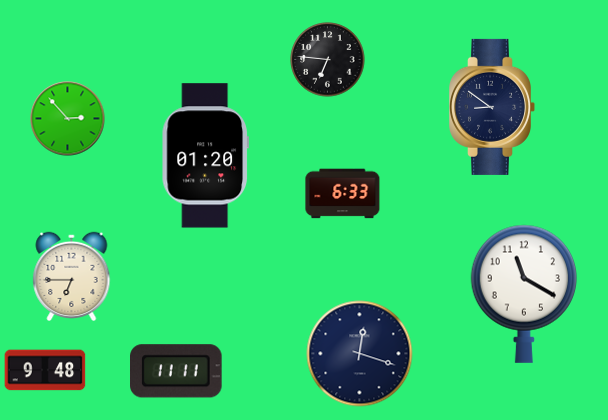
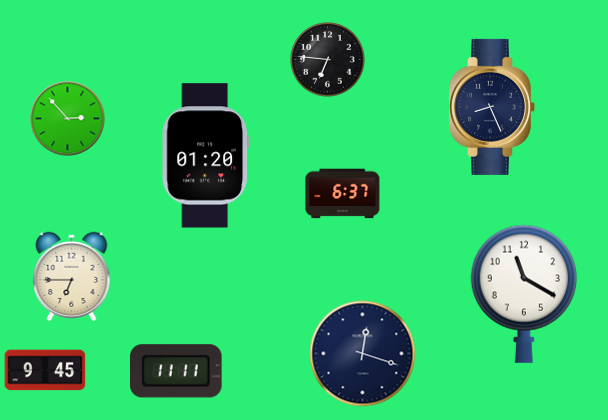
clock at (492, 107): 8:51 -> 8:26
clock at (343, 194): 6:33 -> 6:37
clock at (360, 354) position: (360, 354) -> (363, 354)
clock at (45, 370): 9:48 -> 9:45
